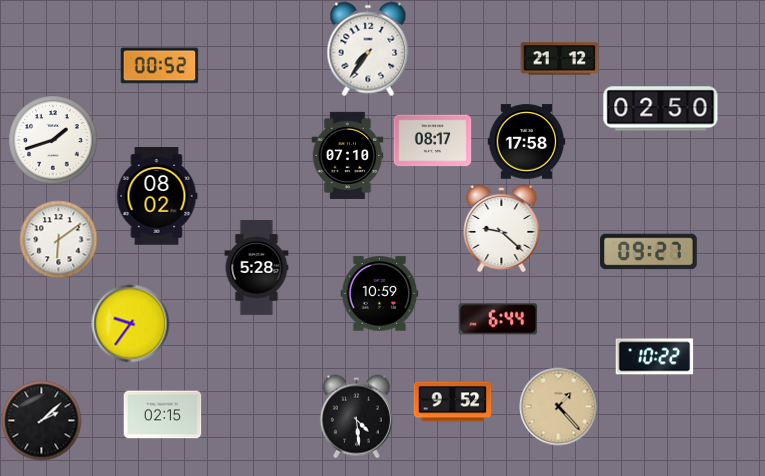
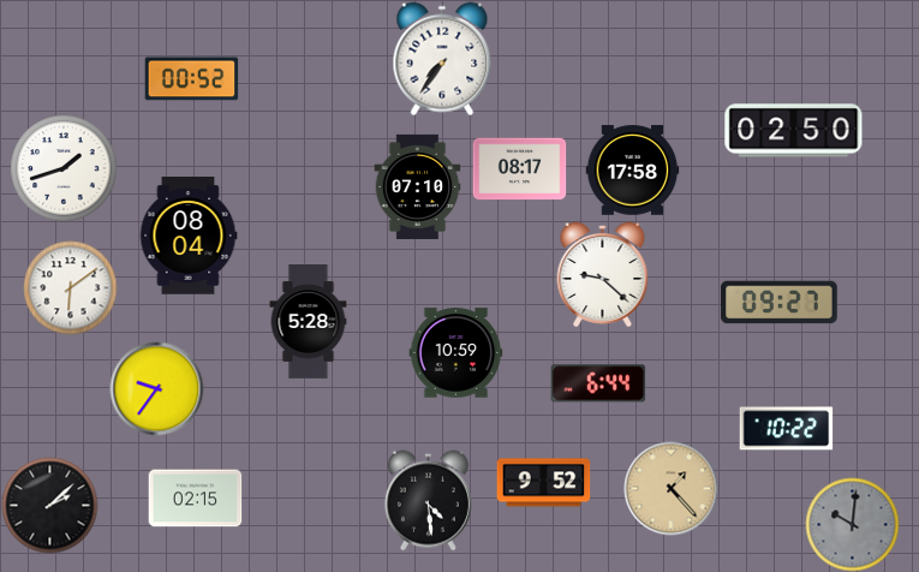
clock at (559, 59): 21:12 -> none
clock at (157, 196): 08:02 -> 08:04
clock at (852, 524): none -> 10:01
